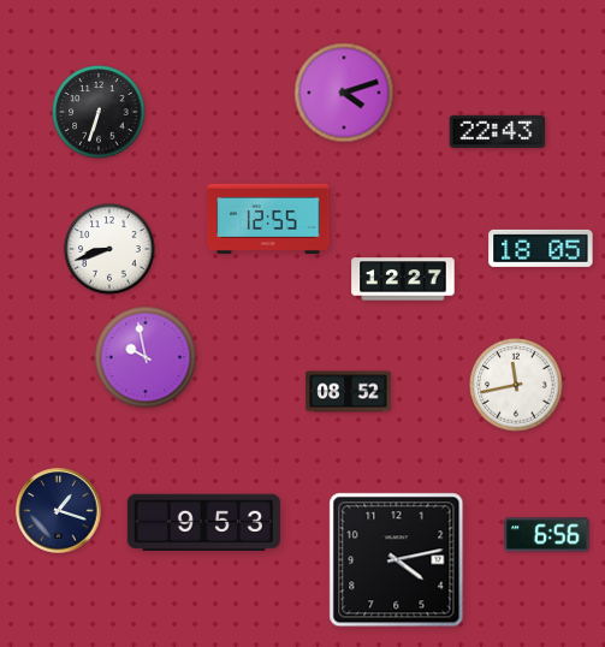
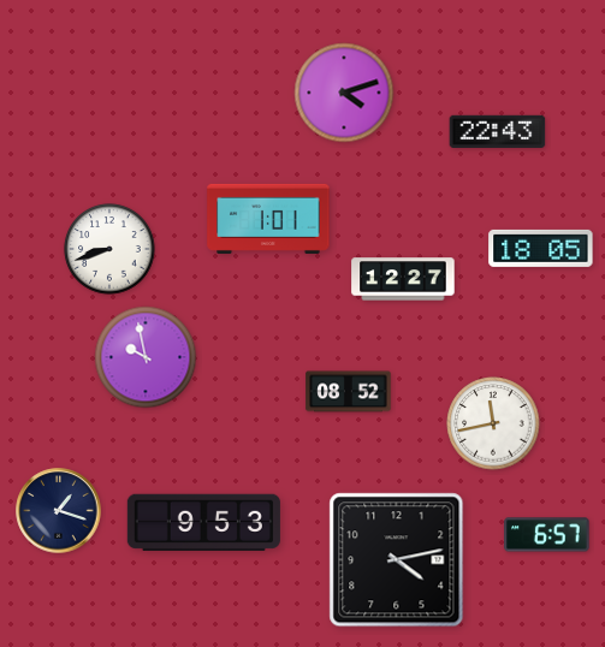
clock at (99, 112): 6:33 -> none
clock at (268, 219): 12:55 -> 1:01
clock at (516, 385) position: (516, 385) -> (493, 423)
clock at (547, 535): 6:56 -> 6:57
